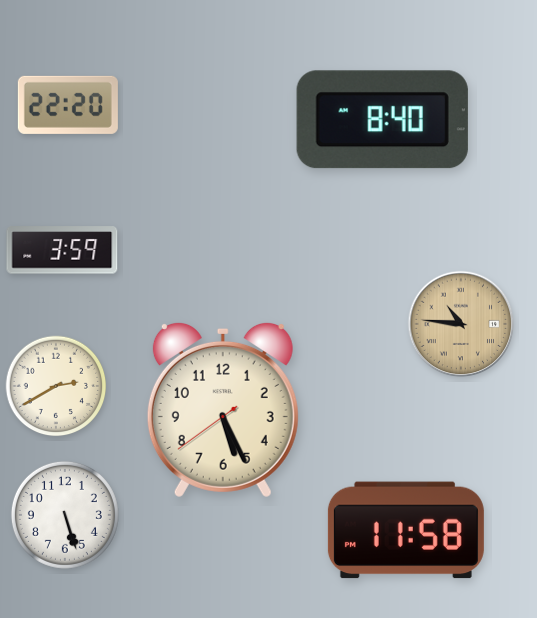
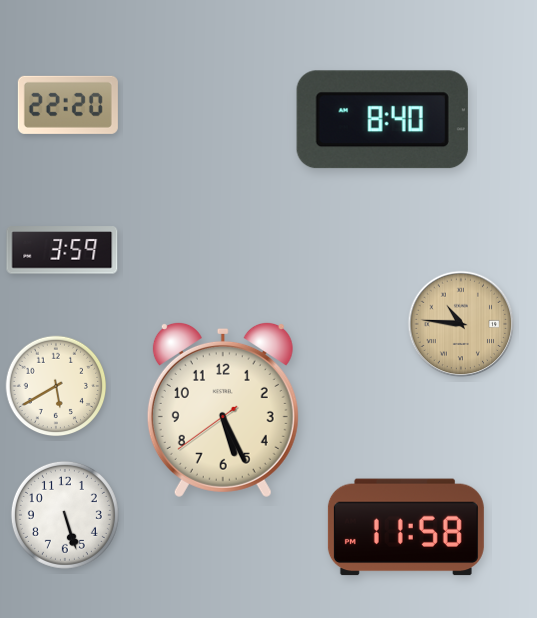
clock at (56, 386): 2:40 -> 5:40
clock at (406, 530) position: (406, 530) -> (406, 527)
